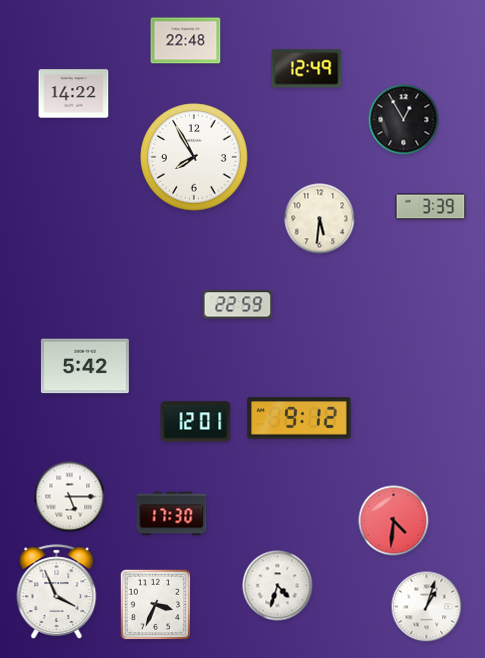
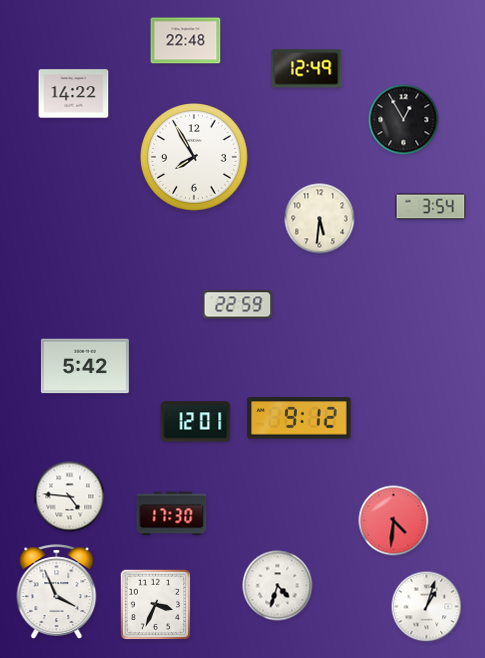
clock at (431, 207): 3:39 -> 3:54
clock at (70, 497): 5:15 -> 4:46
